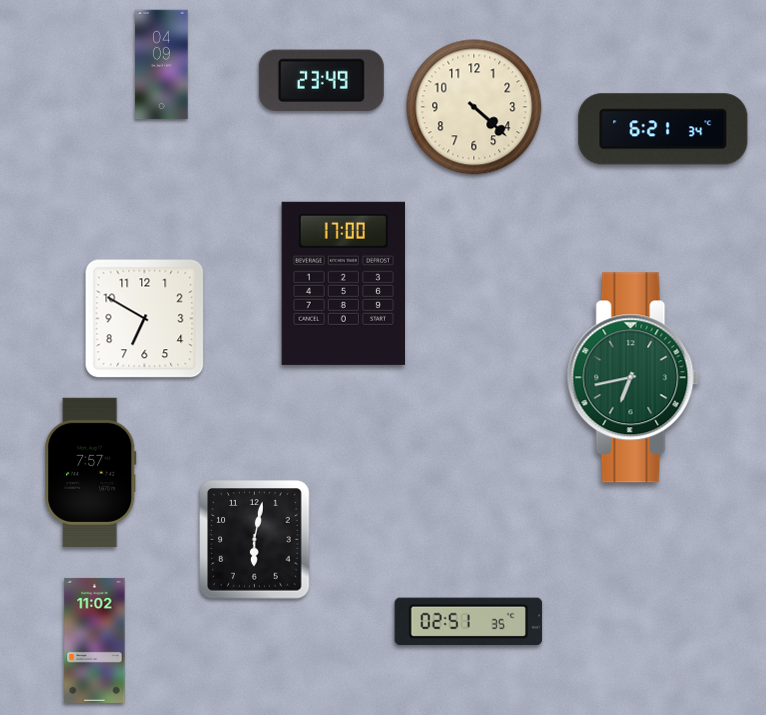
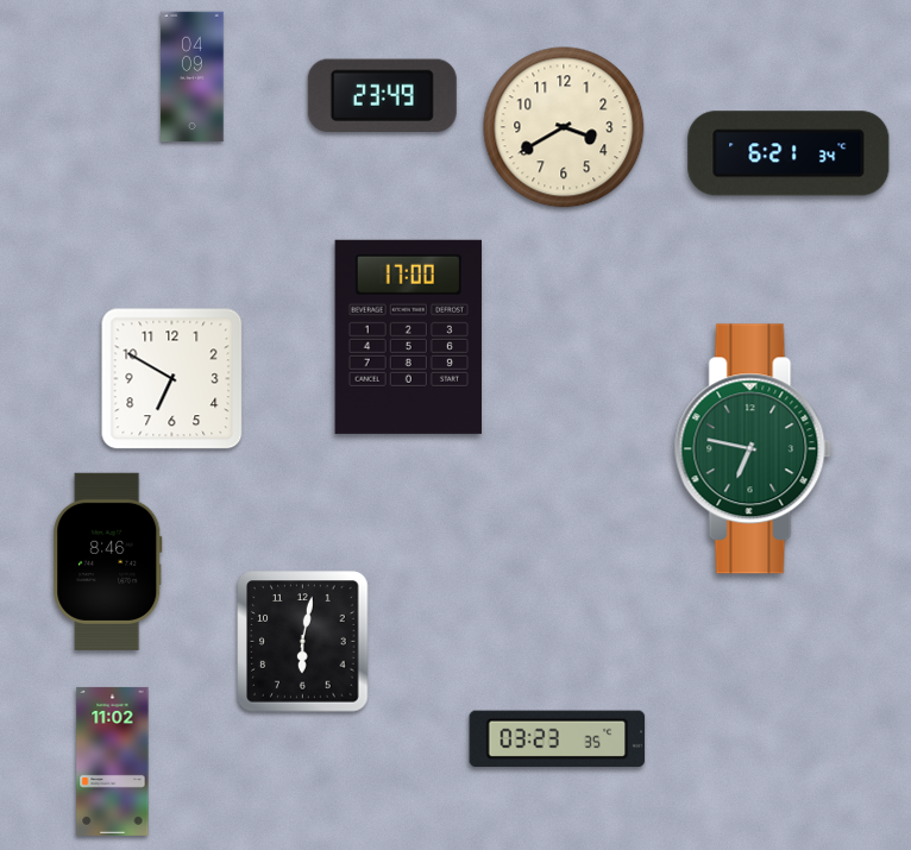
clock at (474, 107): 4:22 -> 3:40
clock at (633, 378): 6:43 -> 6:47
clock at (91, 472): 7:57 -> 8:46
clock at (469, 622): 02:51 -> 03:23
